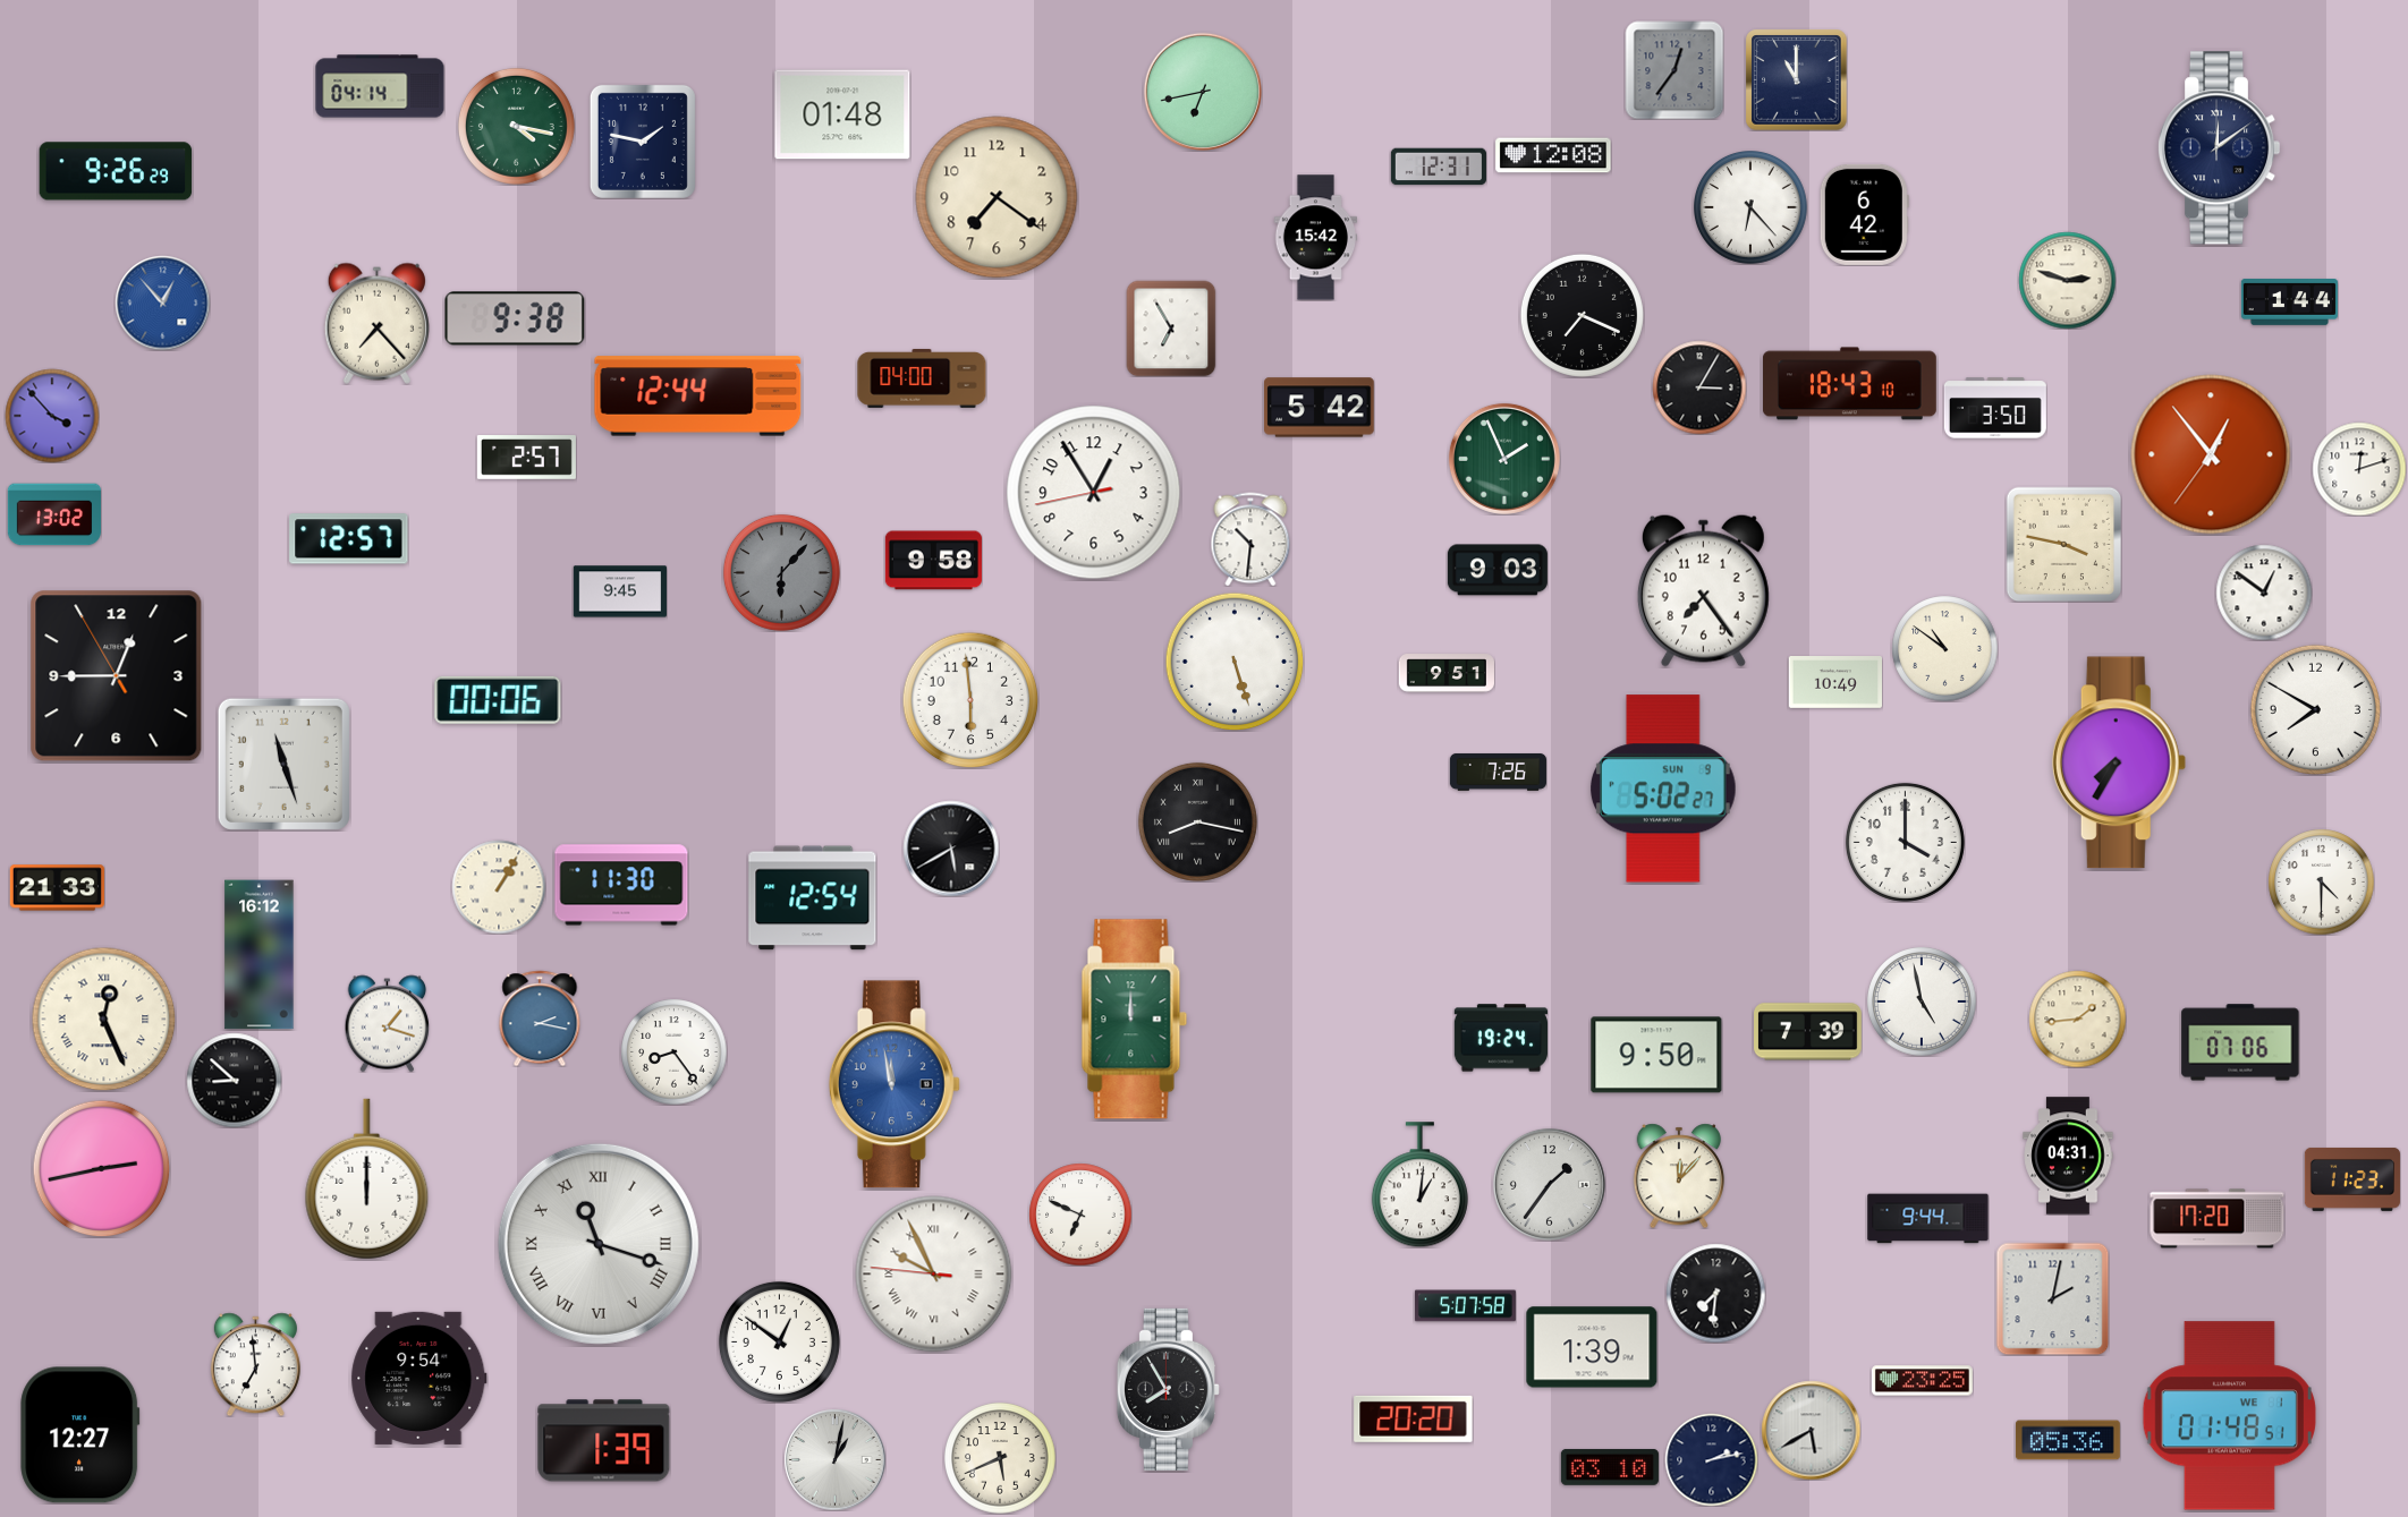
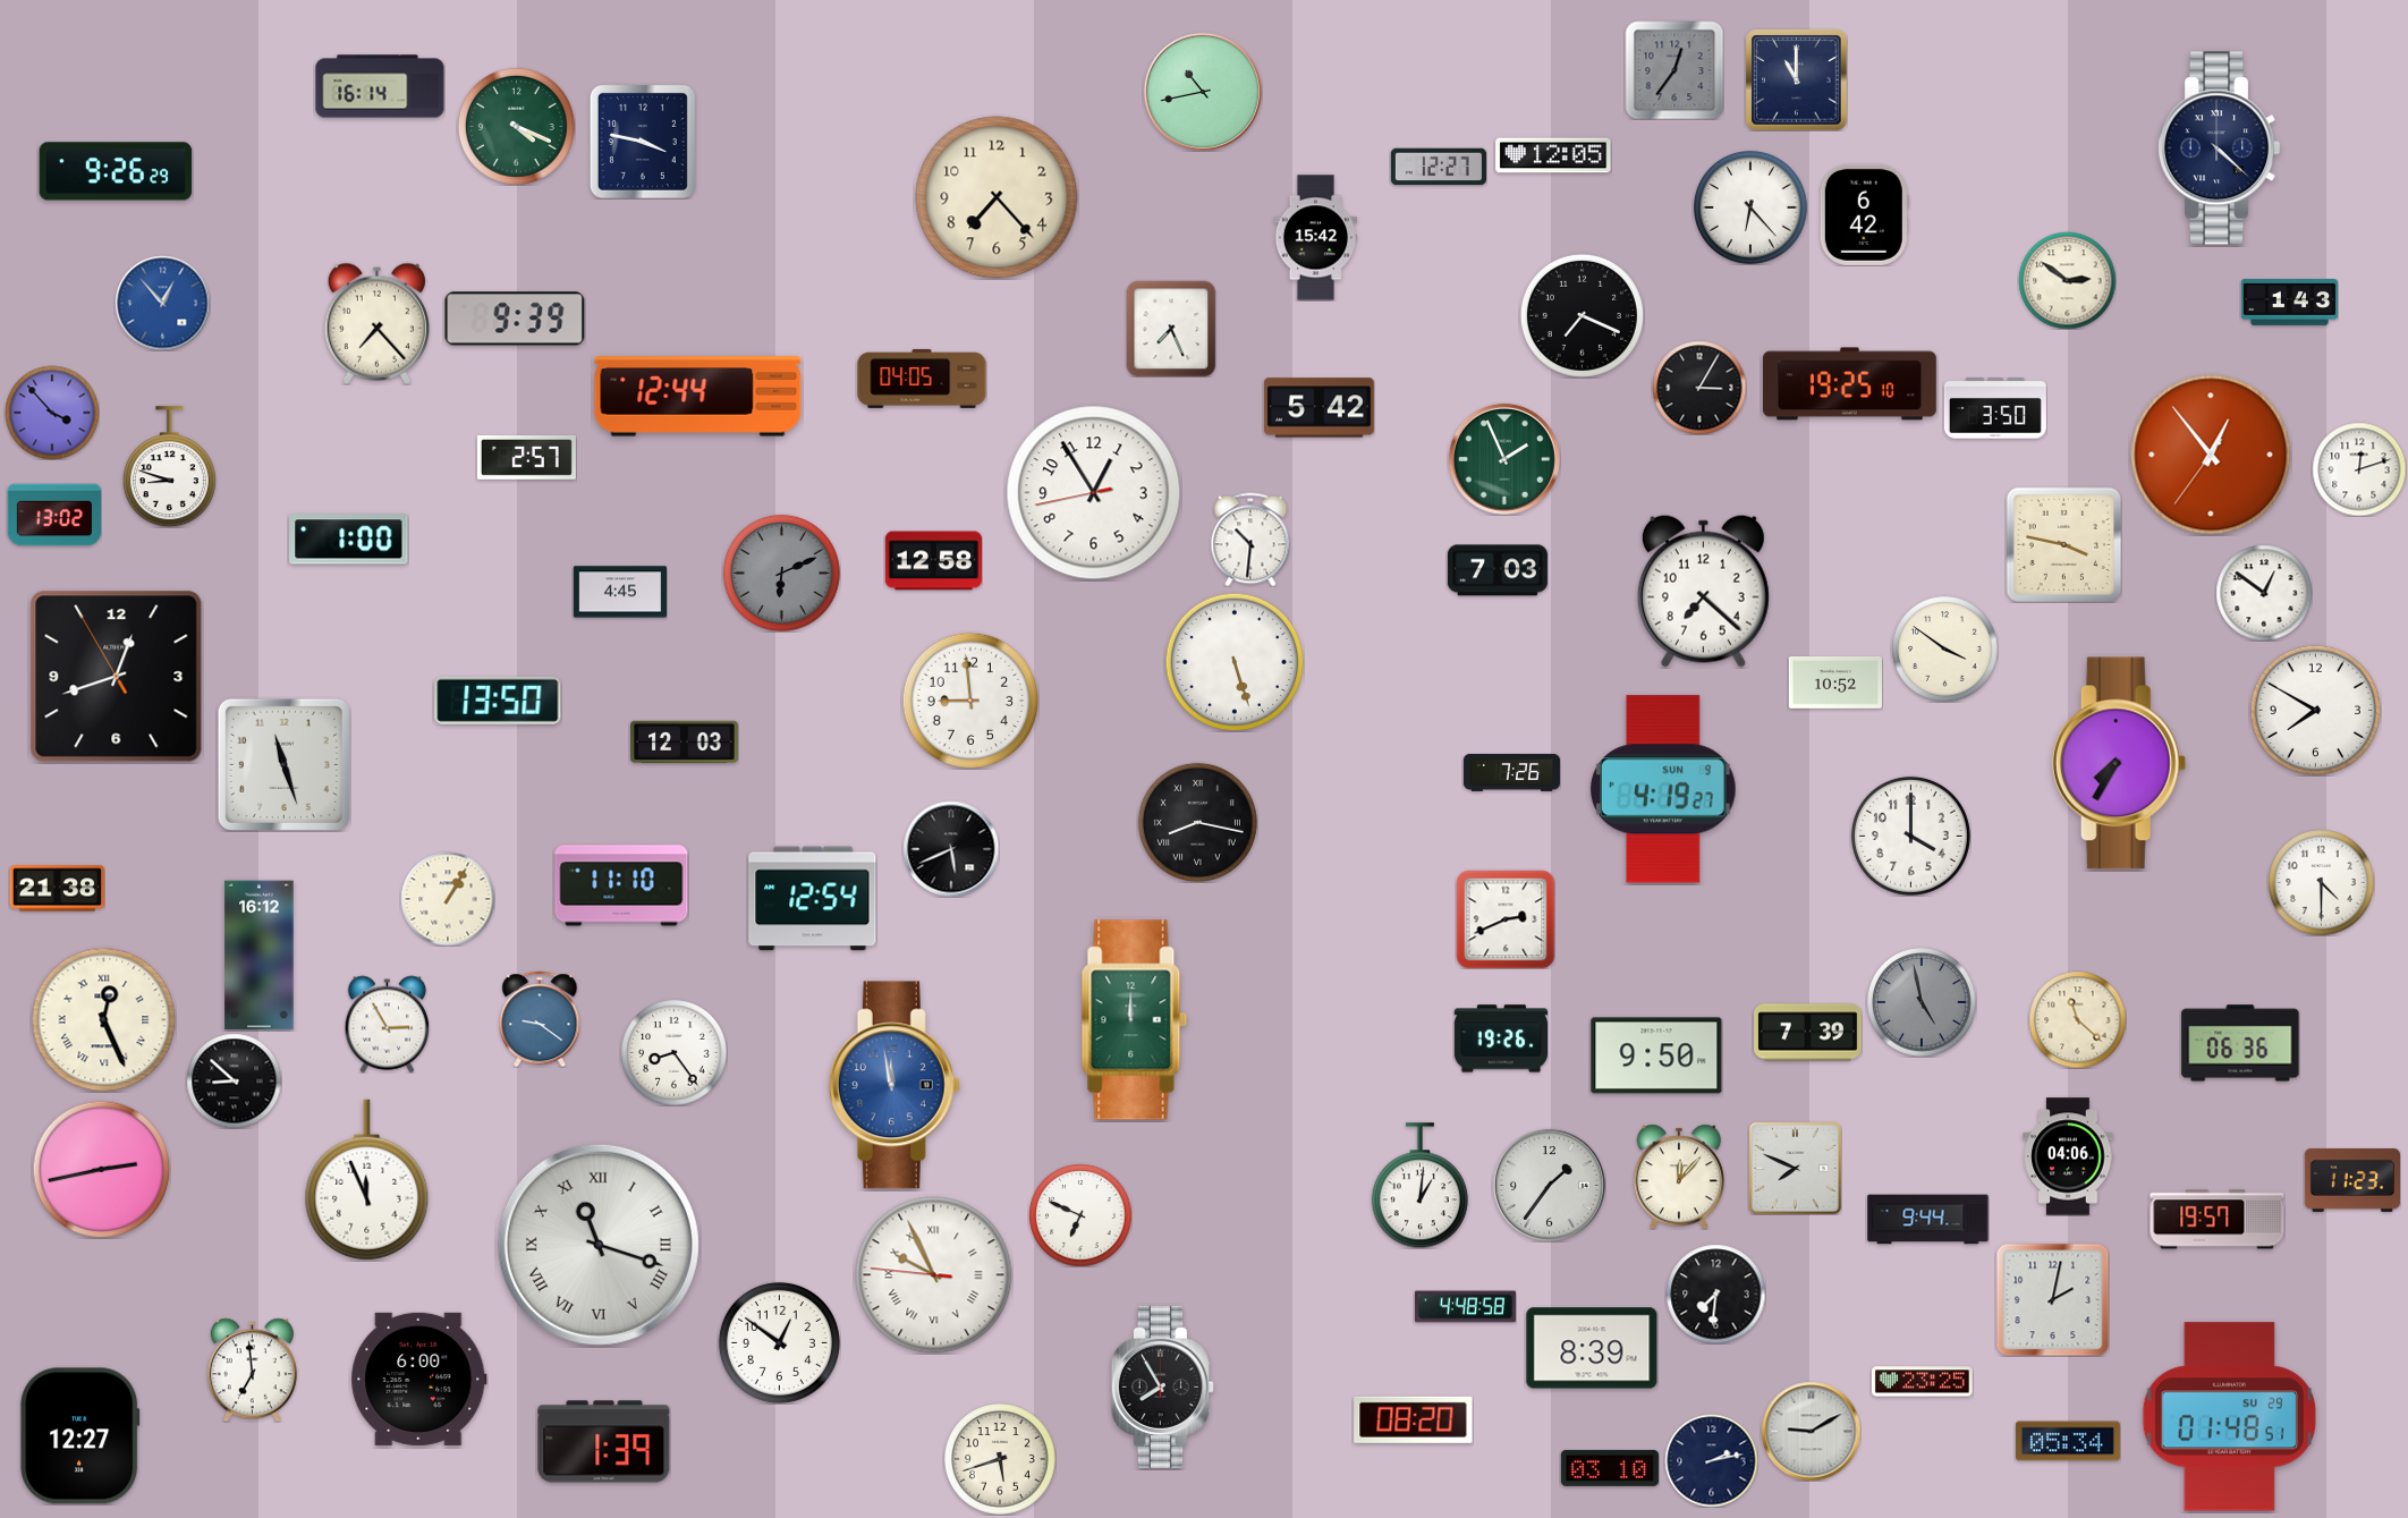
clock at (380, 86): 04:14 -> 16:14
clock at (1202, 91): 6:43 -> 10:43
clock at (842, 114): 01:48 -> none
clock at (516, 126): 4:17 -> 4:19
clock at (643, 142): 1:47 -> 3:47
clock at (2219, 148): 12:09 -> 4:22
clock at (1553, 155): 12:08 -> 12:05
clock at (1439, 167): 12:31 -> 12:27
clock at (997, 197): 7:21 -> 7:23
clock at (2067, 280): 2:48 -> 2:51
clock at (2289, 302): 1:44 -> 1:43
clock at (515, 318): 9:38 -> 9:39
clock at (1171, 329): 6:55 -> 7:26
clock at (922, 378): 04:00 -> 04:05
clock at (1849, 384): 18:43 -> 19:25
clock at (52, 416) position: (52, 416) -> (52, 413)
clock at (169, 467): none -> 8:48
clock at (349, 539): 12:57 -> 1:00
clock at (933, 561): 9:58 -> 12:58
clock at (1498, 570): 9:03 -> 7:03
clock at (781, 572): 6:07 -> 6:11
clock at (1703, 590): 7:24 -> 7:22
clock at (619, 591): 9:45 -> 4:45
clock at (1944, 648): 10:51 -> 3:51
clock at (1445, 673): 9:51 -> none
clock at (117, 676): 12:44 -> 12:41
clock at (1834, 683): 10:49 -> 10:52
clock at (498, 700): 00:06 -> 13:50
clock at (970, 700): 5:59 -> 8:59
clock at (685, 743): none -> 12:03
clock at (1498, 772) position: (1498, 772) -> (1511, 772)
clock at (1664, 789): 5:02 -> 4:19
clock at (1905, 842) position: (1905, 842) -> (1910, 836)
clock at (951, 849): 5:40 -> 5:41
clock at (621, 885): 11:30 -> 11:10
clock at (499, 887) position: (499, 887) -> (448, 899)
clock at (57, 888): 21:33 -> 21:38
clock at (1506, 919): none -> 2:41
clock at (1922, 1002) dial: white -> grey
clock at (540, 1019): 2:17 -> 9:21
clock at (2077, 1019): 1:44 -> 11:22
clock at (388, 1023): 1:18 -> 2:55
clock at (1500, 1038): 19:24 -> 19:26
clock at (2240, 1042): 07:06 -> 06:36
clock at (2068, 1156): 04:31 -> 04:06
clock at (1795, 1168): none -> 7:49
clock at (367, 1179): 12:00 -> 11:56
clock at (2218, 1219): 17:20 -> 19:57
clock at (1465, 1306): 5:07 -> 4:48
clock at (1592, 1347): 1:39 -> 8:39
clock at (255, 1364) position: (255, 1364) -> (252, 1369)
clock at (419, 1378): 9:54 -> 6:00
clock at (1168, 1389) position: (1168, 1389) -> (1162, 1386)
clock at (2229, 1416) date: WE 1 -> SU 29
clock at (1414, 1418): 20:20 -> 08:20
clock at (1811, 1430): 5:40 -> 9:10
clock at (2068, 1440): 05:36 -> 05:34
clock at (1000, 1458): 5:41 -> 5:42
clock at (834, 1459): 1:02 -> none
